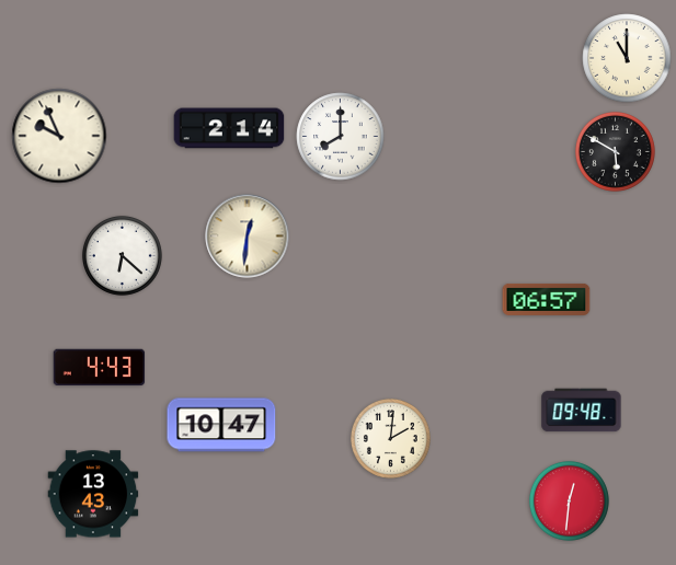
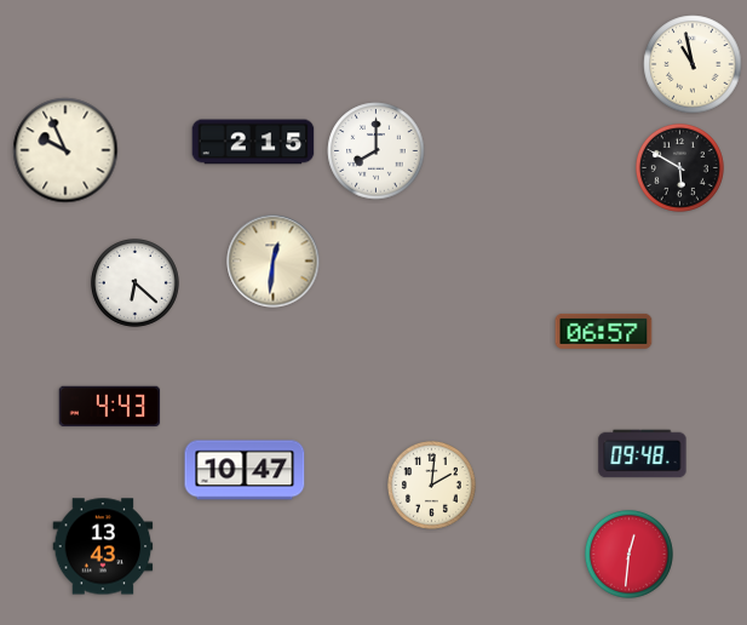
clock at (627, 58): 11:00 -> 10:58
clock at (229, 128): 2:14 -> 2:15
